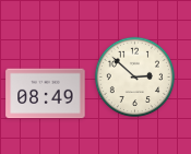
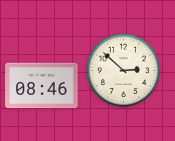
clock at (46, 94): 08:49 -> 08:46
